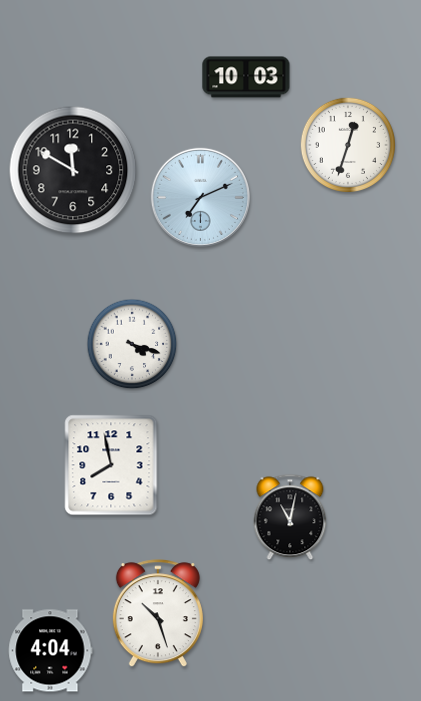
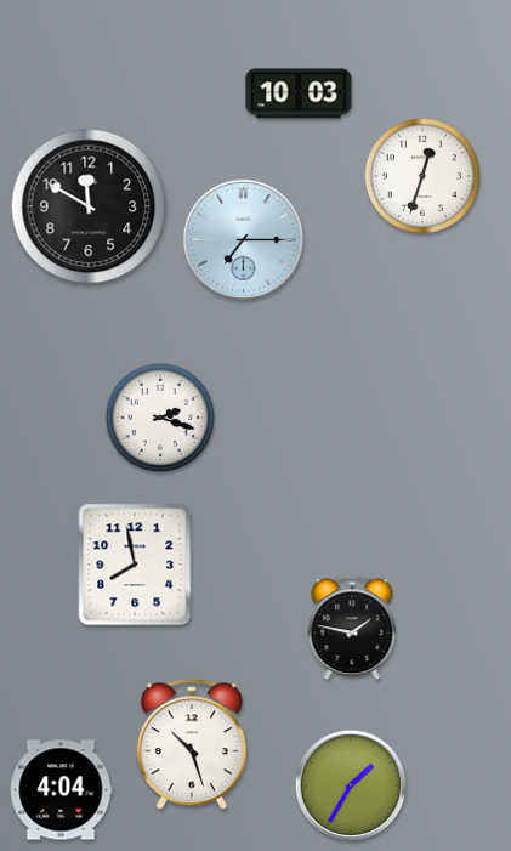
clock at (200, 197): 7:11 -> 7:15
clock at (132, 344): 4:18 -> 2:18
clock at (290, 517): 11:02 -> 1:47
clock at (351, 785): none -> 1:35
